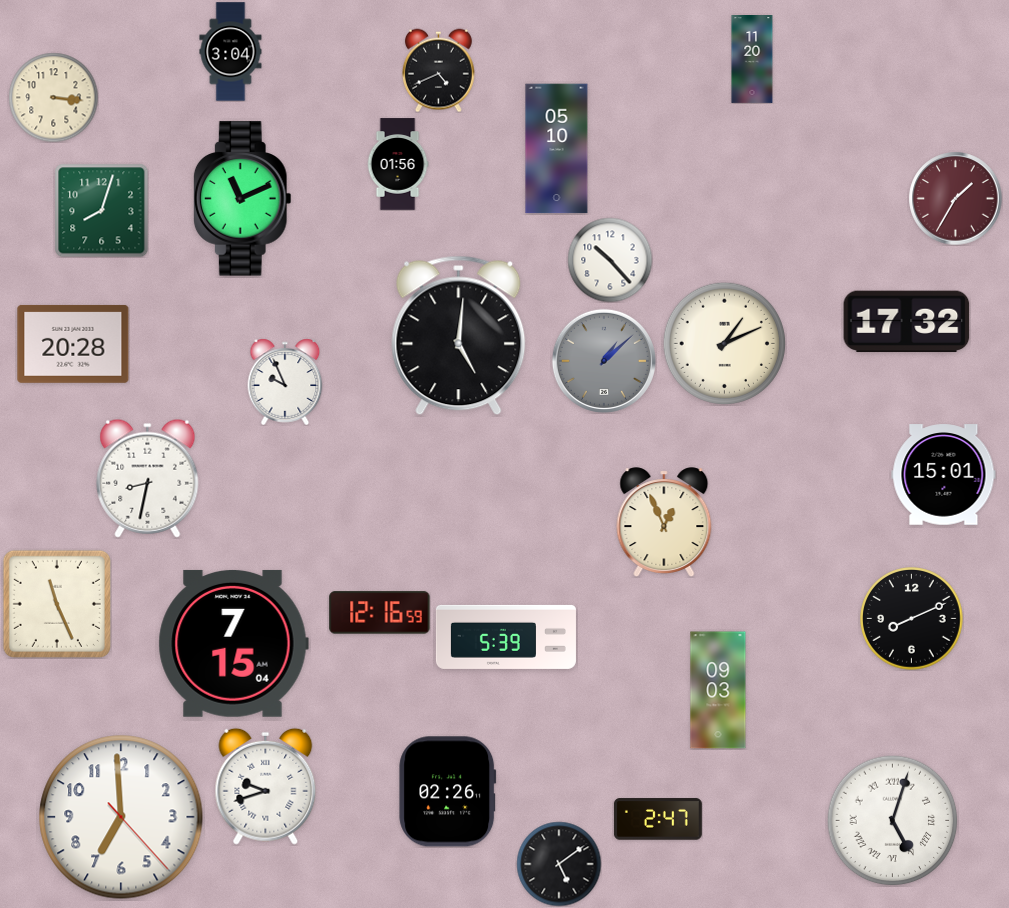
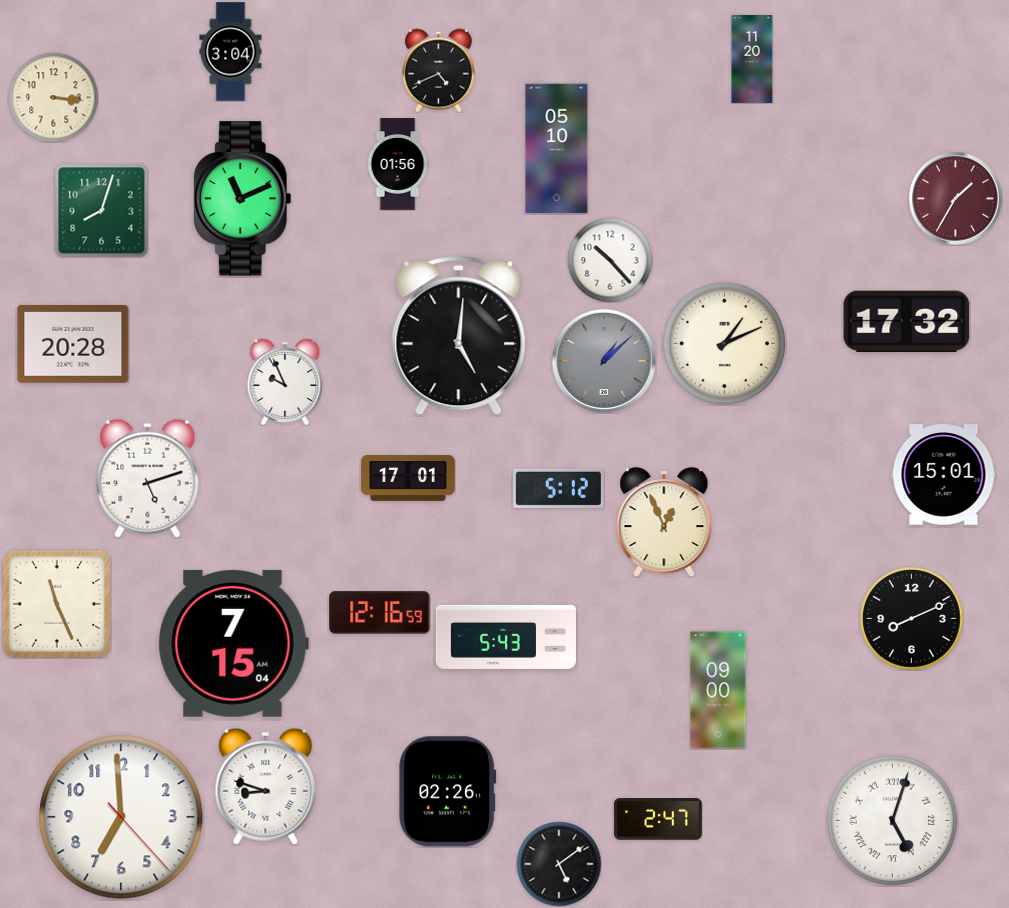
clock at (148, 478): 8:32 -> 5:12
clock at (408, 478): none -> 17:01
clock at (559, 488): none -> 5:12
clock at (506, 637): 5:39 -> 5:43
clock at (718, 690): 09:03 -> 09:00
clock at (266, 786): 9:42 -> 8:48
